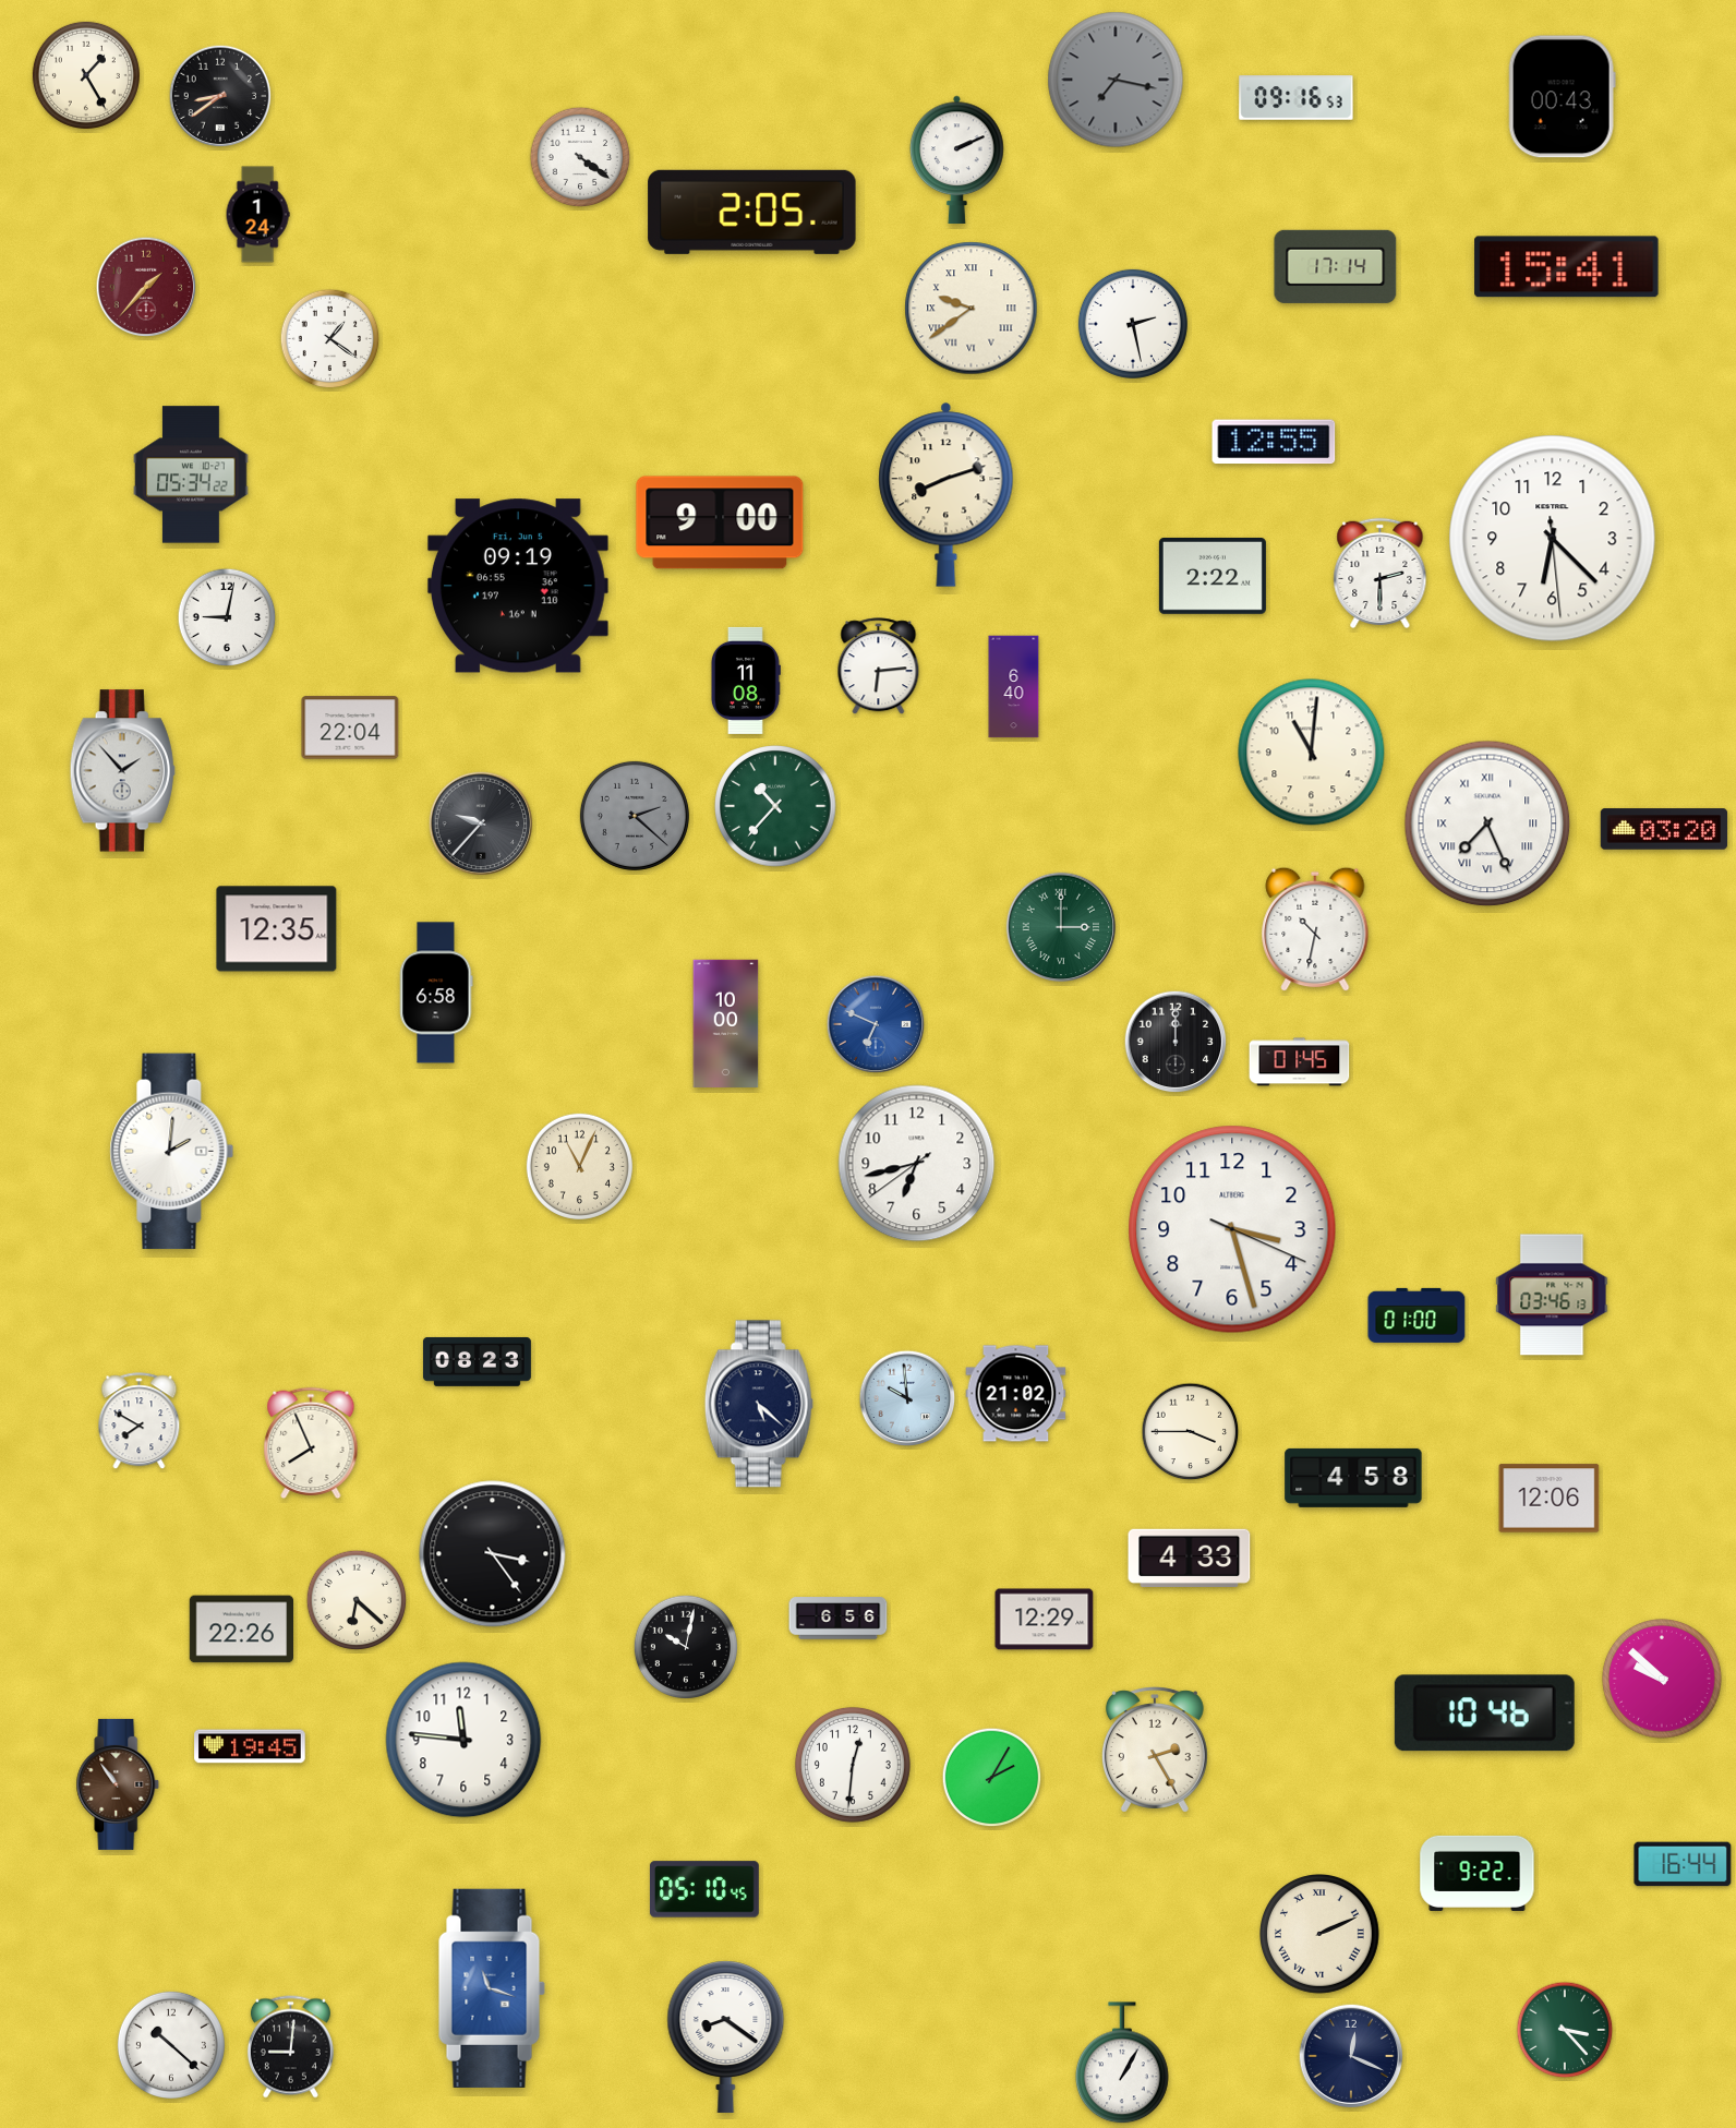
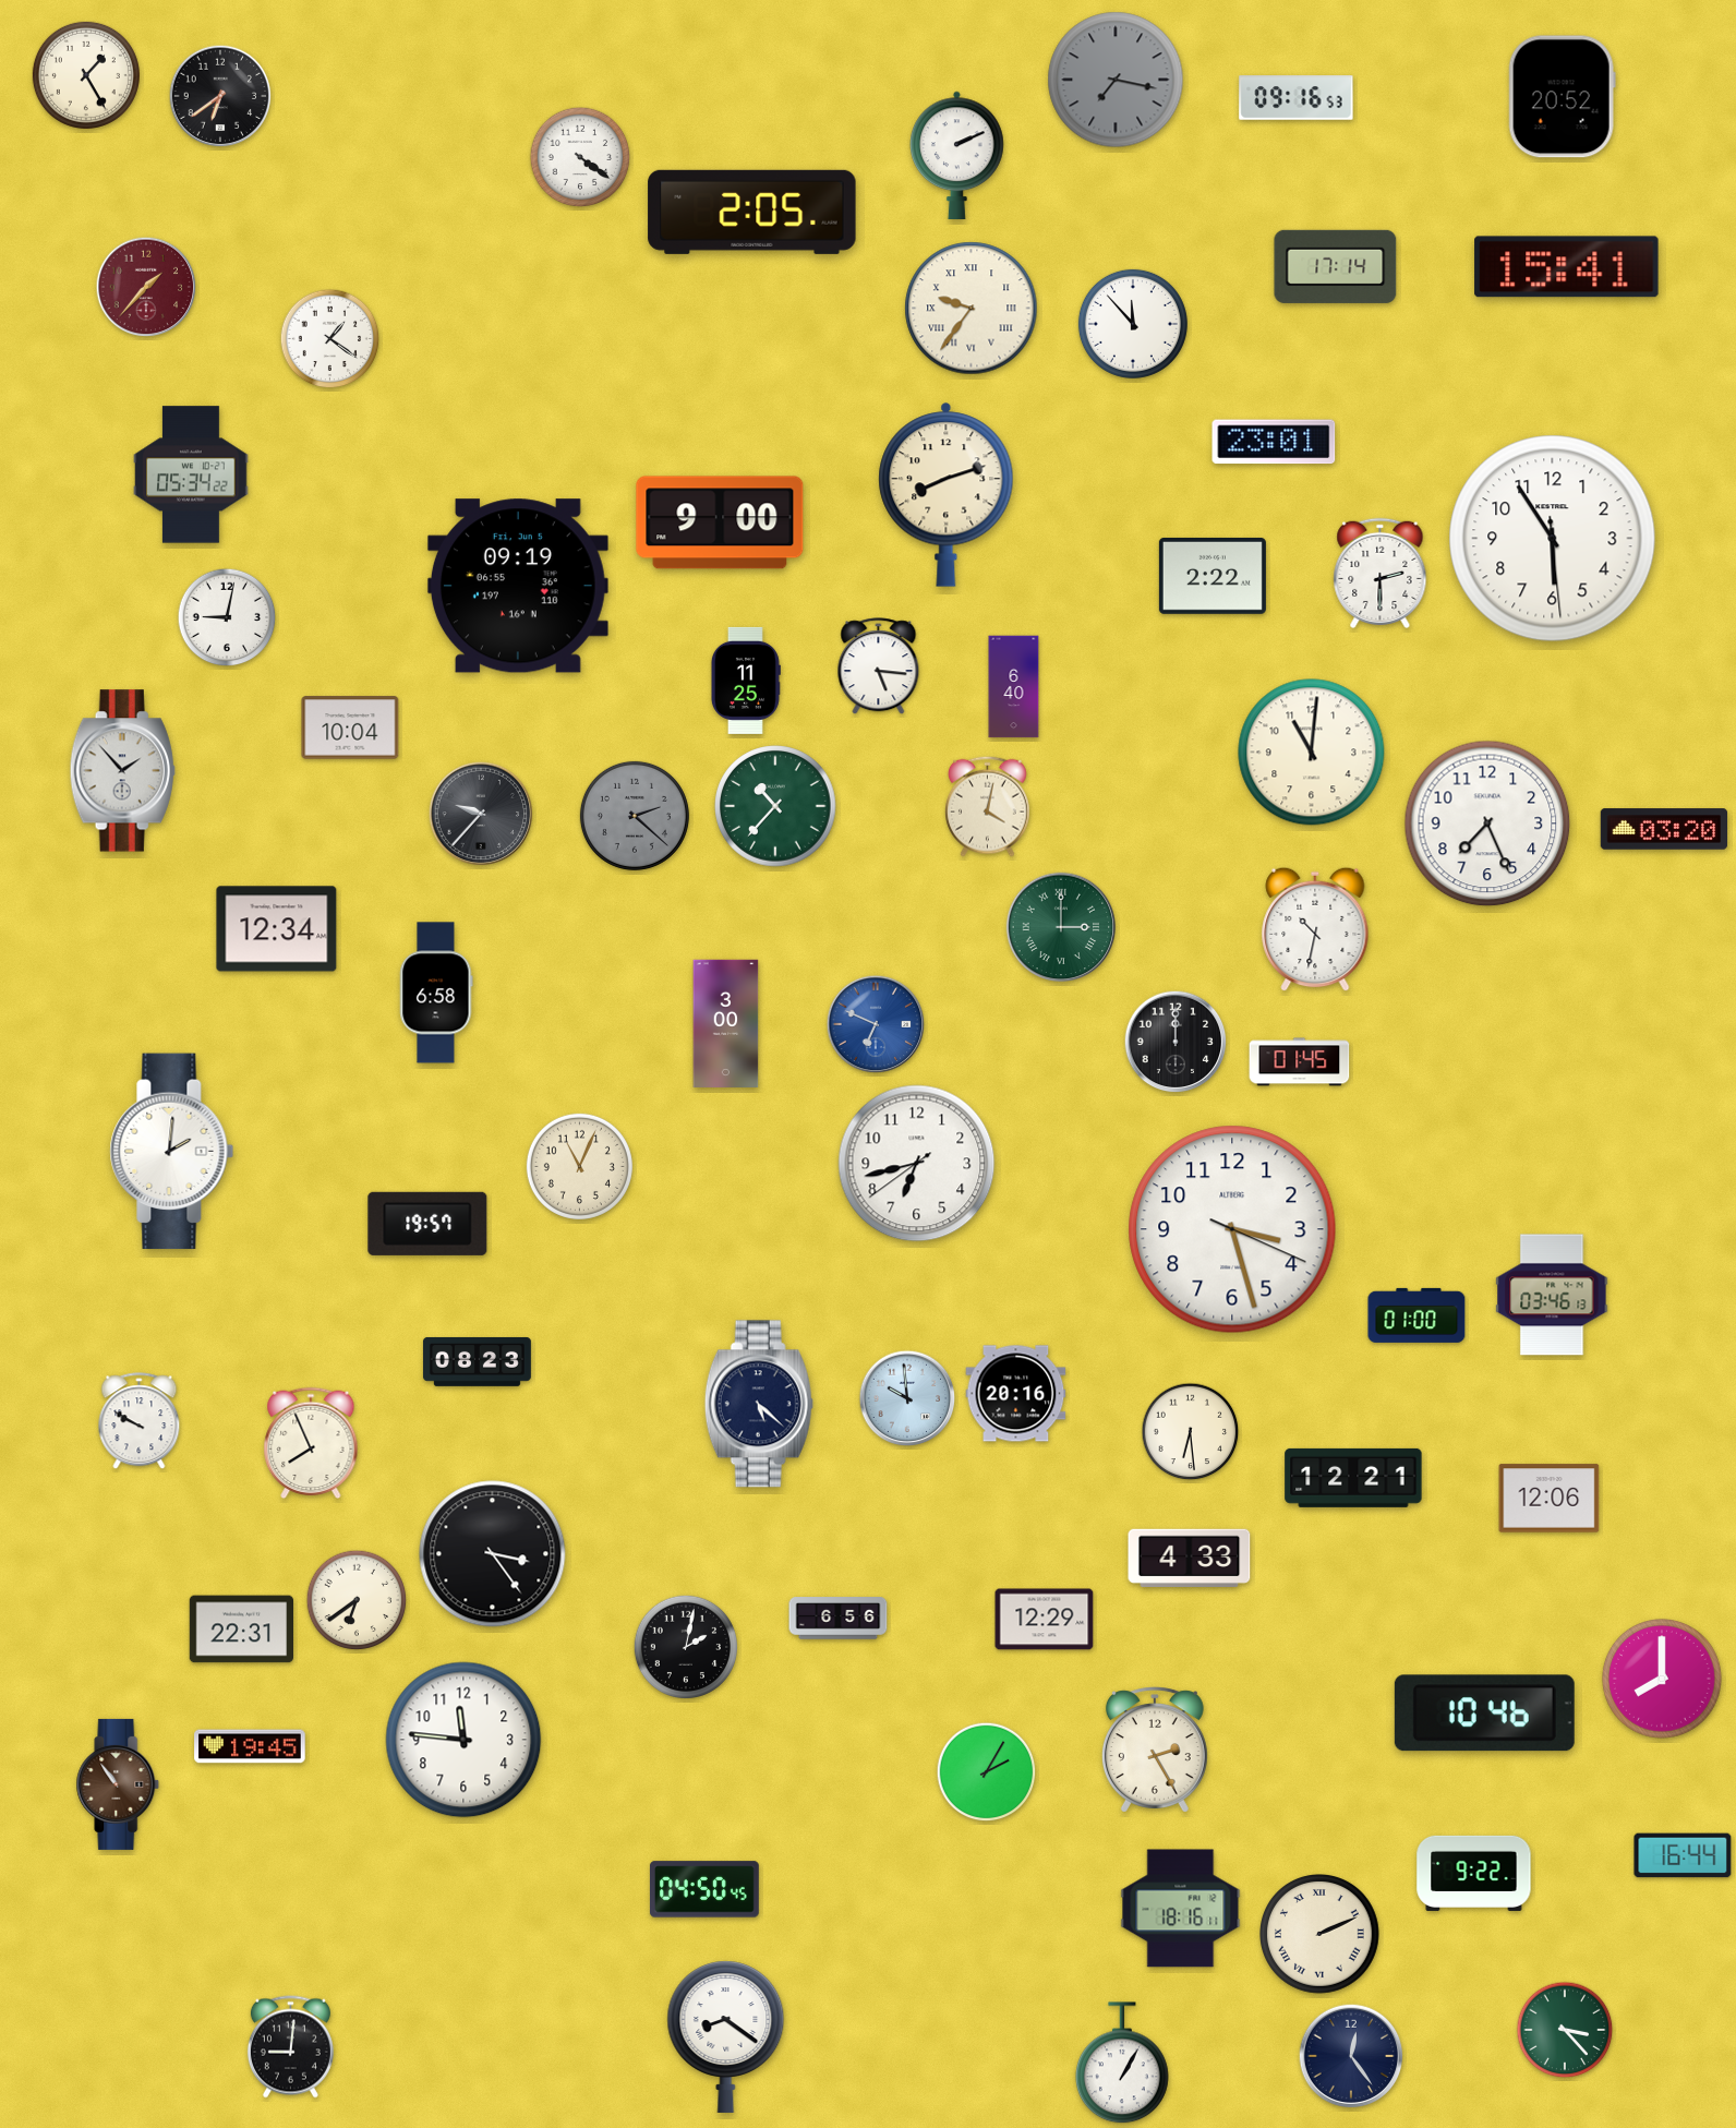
clock at (220, 96): 8:39 -> 6:39
clock at (1562, 97): 00:43 -> 20:52
clock at (957, 159) position: (957, 159) -> (957, 155)
clock at (257, 215): 1:24 -> none
clock at (972, 309): 9:39 -> 9:36
clock at (1133, 324): 2:28 -> 11:53
clock at (1274, 442): 12:55 -> 23:01
clock at (1553, 539): 6:22 -> 5:54
clock at (879, 666): 6:14 -> 5:16
clock at (745, 681): 11:08 -> 11:25
clock at (350, 728): 22:04 -> 10:04
clock at (988, 806): none -> 4:02
clock at (481, 823) position: (481, 823) -> (481, 814)
clock at (1487, 823) numerals: Roman -> Arabic
clock at (277, 929): 12:35 -> 12:34
clock at (726, 1023): 10:00 -> 3:00
clock at (427, 1224): none -> 19:57
clock at (1016, 1394): 21:02 -> 20:16
clock at (140, 1421): 7:50 -> 9:50
clock at (1191, 1432): 3:45 -> 6:29
clock at (1353, 1478): 4:58 -> 12:21
clock at (357, 1600): 6:22 -> 6:39
clock at (242, 1630): 22:26 -> 22:31
clock at (685, 1646): 10:02 -> 2:02
clock at (1663, 1680): 9:52 -> 8:00
clock at (853, 1765): 12:31 -> none
clock at (992, 1778) position: (992, 1778) -> (987, 1772)
clock at (1683, 1864) position: (1683, 1864) -> (1683, 1855)
clock at (1478, 1873) position: (1478, 1873) -> (1474, 1873)
clock at (704, 1889): 05:10 -> 04:50
clock at (1181, 1909): none -> 18:16
clock at (492, 1988): 11:18 -> none
clock at (171, 2045): 10:22 -> none
clock at (1351, 2056): 12:19 -> 12:24
